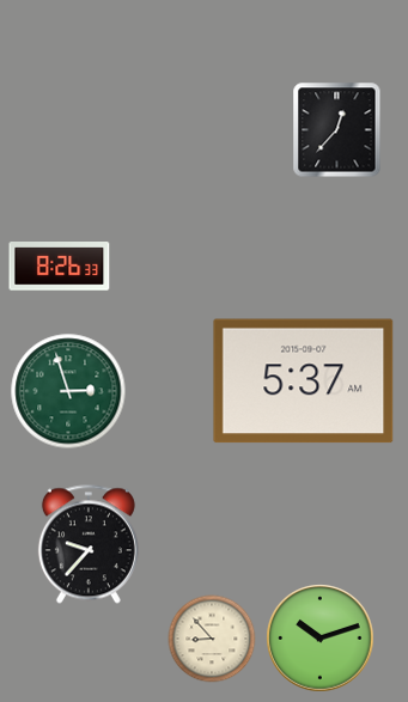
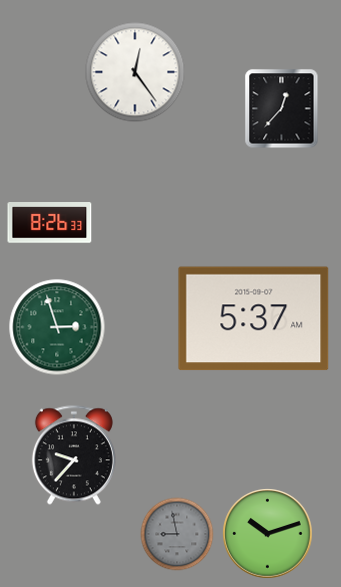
clock at (135, 72): none -> 12:24
clock at (212, 639): 8:53 -> 8:58
clock at (212, 639) dial: cream -> grey
